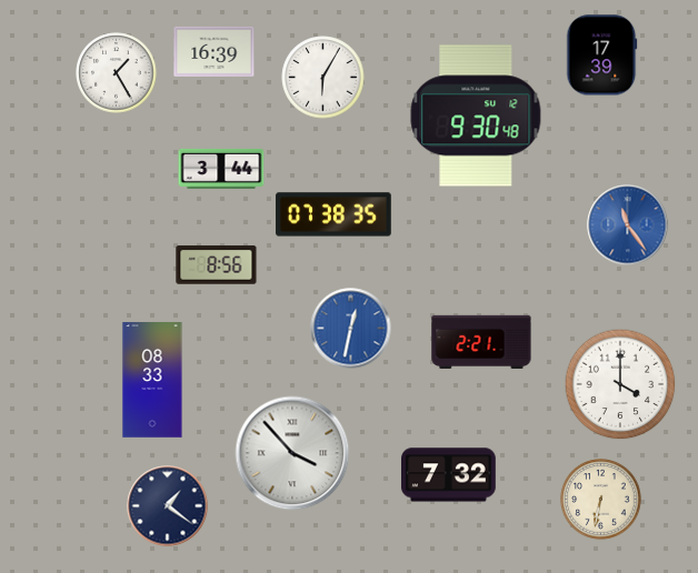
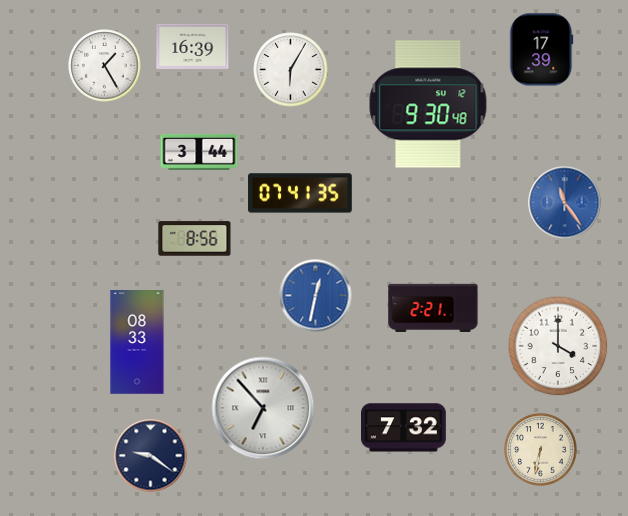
clock at (333, 214): 07:38 -> 07:41
clock at (292, 453): 3:53 -> 6:53
clock at (168, 506): 1:21 -> 9:21
